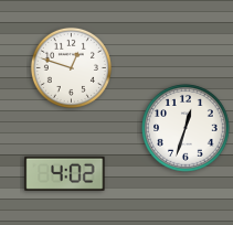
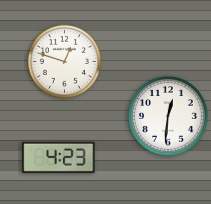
clock at (186, 128): 12:33 -> 12:31
clock at (65, 173): 4:02 -> 4:23
